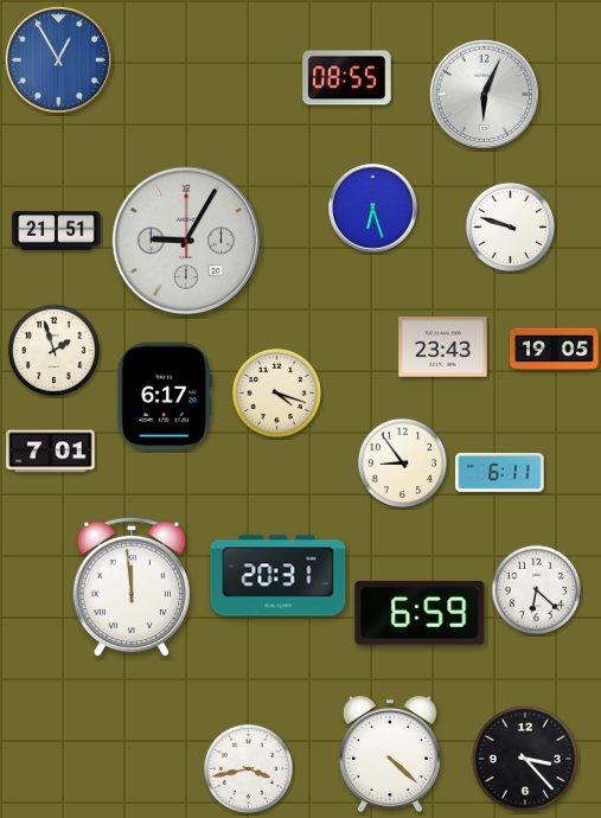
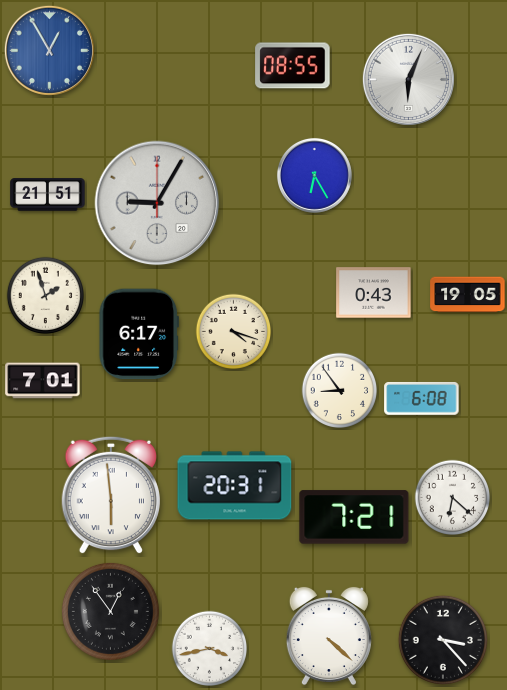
clock at (372, 207): 6:27 -> 6:25
clock at (511, 228): 9:48 -> none
clock at (443, 347): 23:43 -> 0:43
clock at (500, 473): 6:11 -> 6:08
clock at (130, 587): 11:59 -> 5:59
clock at (420, 613): 6:59 -> 7:21
clock at (110, 611): none -> 12:54
